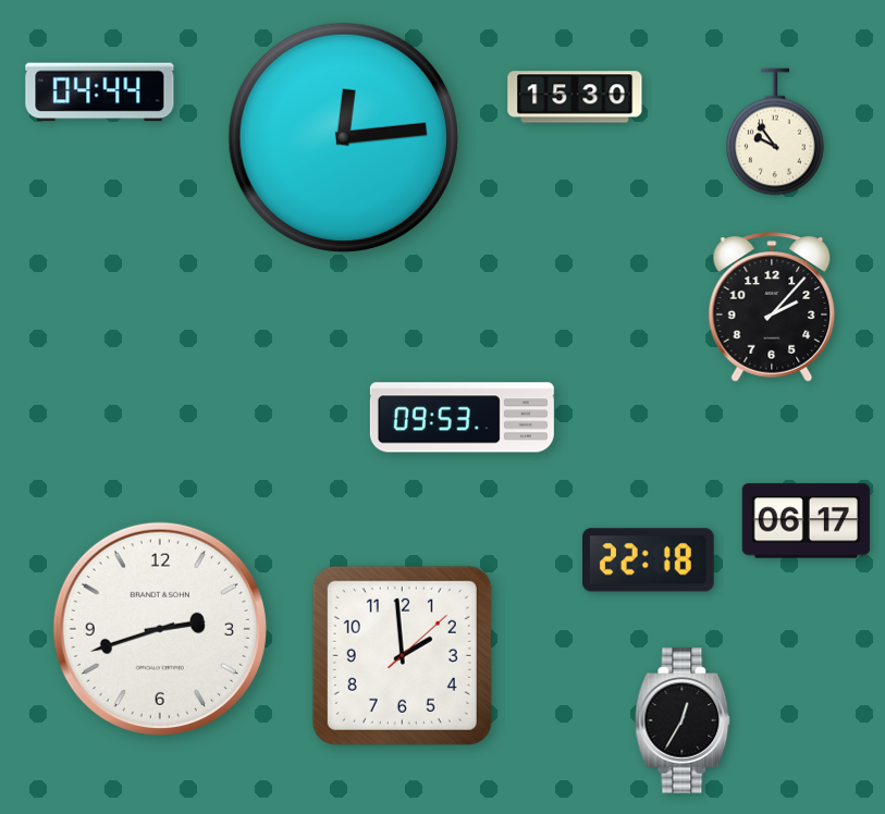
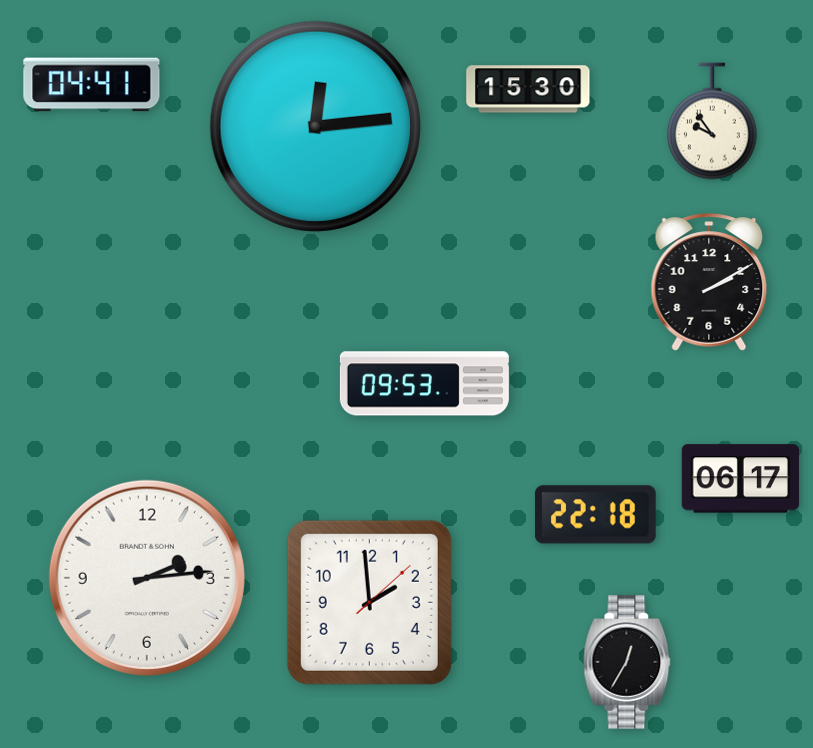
clock at (100, 92): 04:44 -> 04:41
clock at (772, 307): 2:07 -> 2:10
clock at (160, 629): 2:42 -> 2:14
